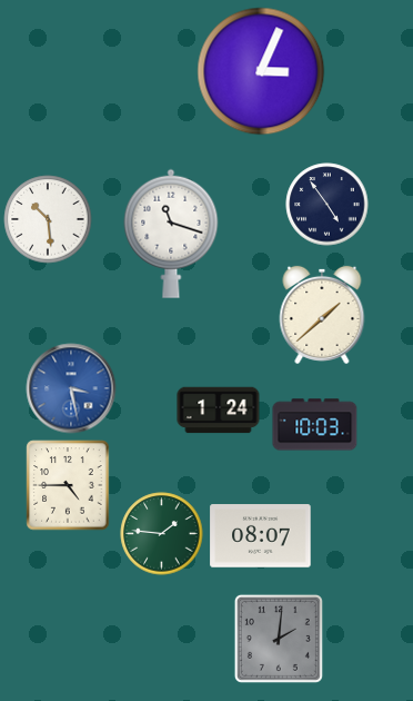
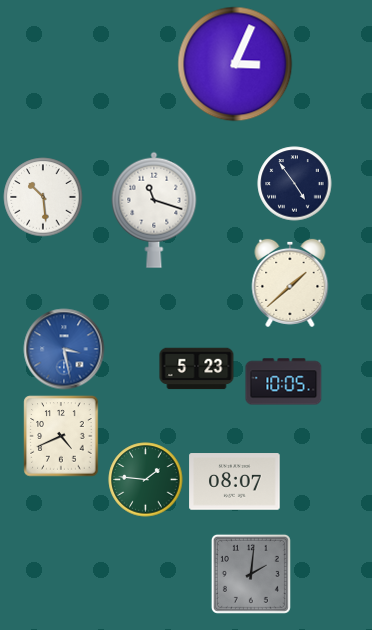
clock at (219, 411): 1:24 -> 5:23
clock at (315, 425): 10:03 -> 10:05
clock at (68, 485): 4:45 -> 4:41
